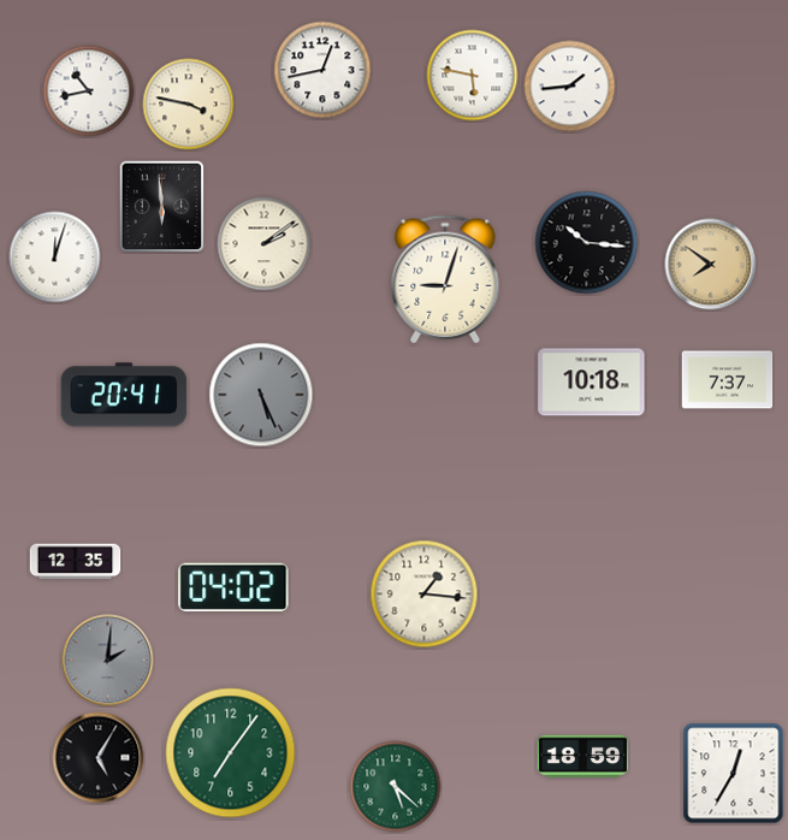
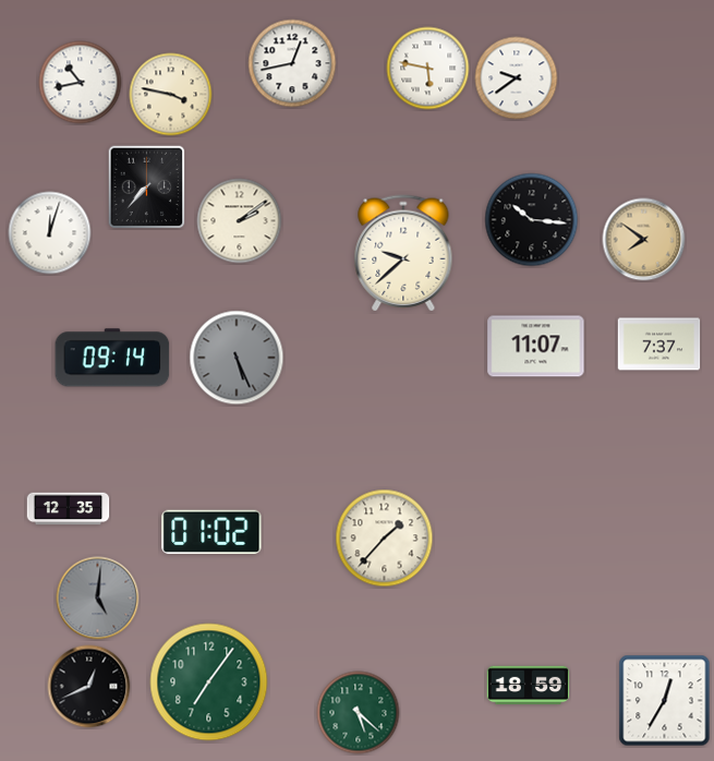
clock at (570, 87): 1:44 -> 9:39
clock at (162, 207): 5:59 -> 7:37
clock at (445, 279): 9:03 -> 9:38
clock at (592, 383): 10:18 -> 11:07
clock at (124, 395): 20:41 -> 09:14
clock at (233, 586): 04:02 -> 01:02
clock at (425, 594): 1:16 -> 1:37
clock at (108, 661): 2:01 -> 5:01
clock at (99, 758): 5:05 -> 12:41
